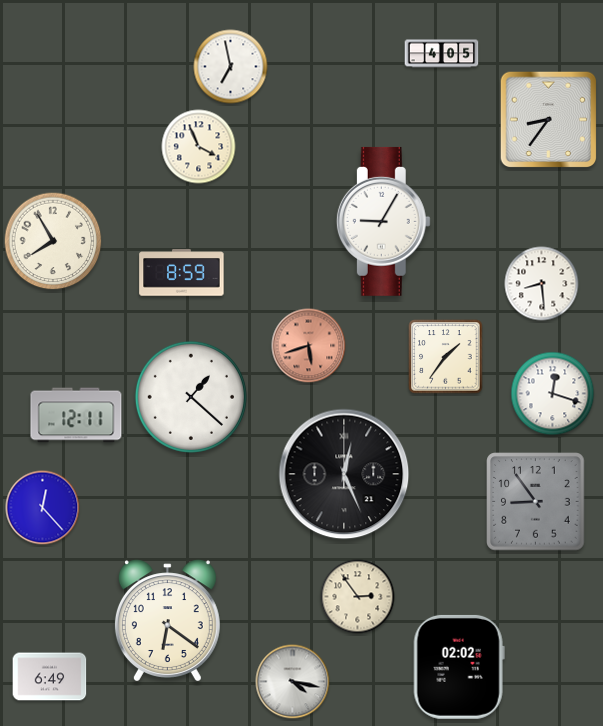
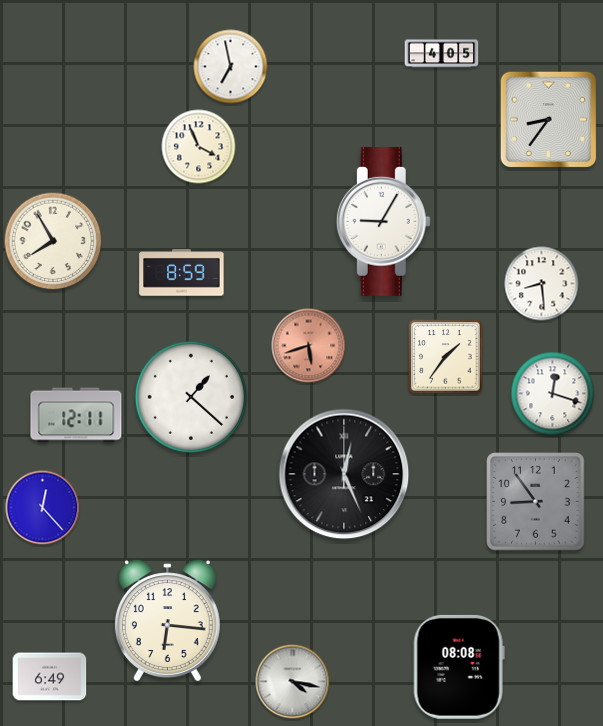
clock at (358, 597): 2:54 -> none
clock at (167, 621): 6:21 -> 6:16
clock at (459, 667): 02:02 -> 08:08
